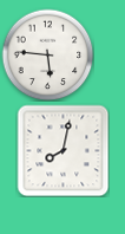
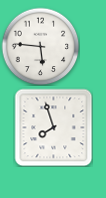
clock at (63, 150): 8:02 -> 7:57
